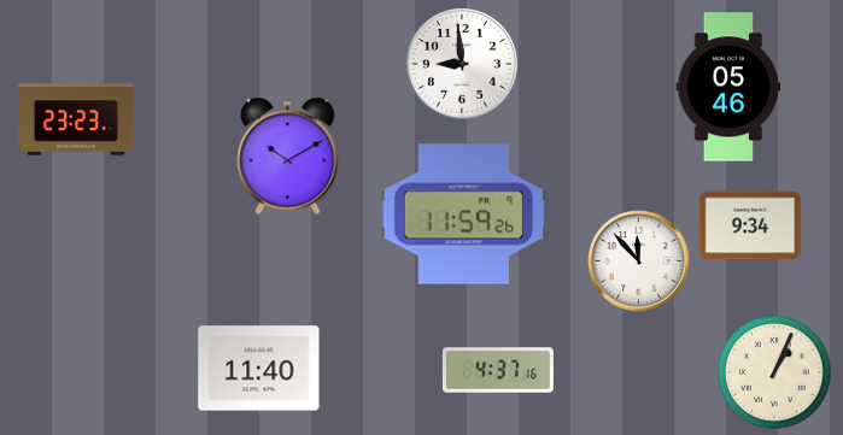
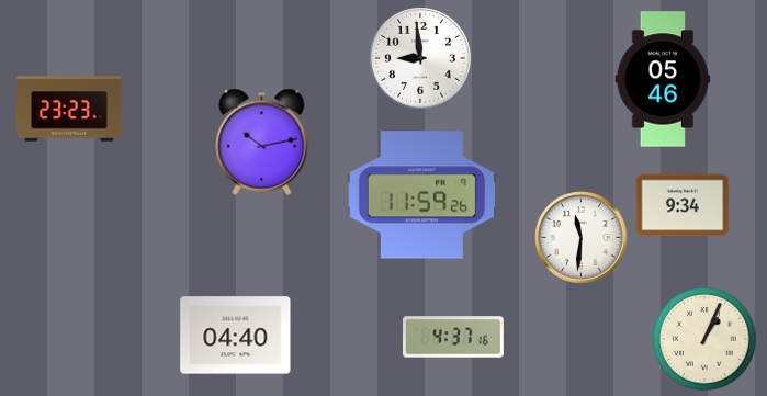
clock at (288, 155): 10:10 -> 10:13
clock at (639, 261): 11:53 -> 11:31
clock at (259, 369): 11:40 -> 04:40
